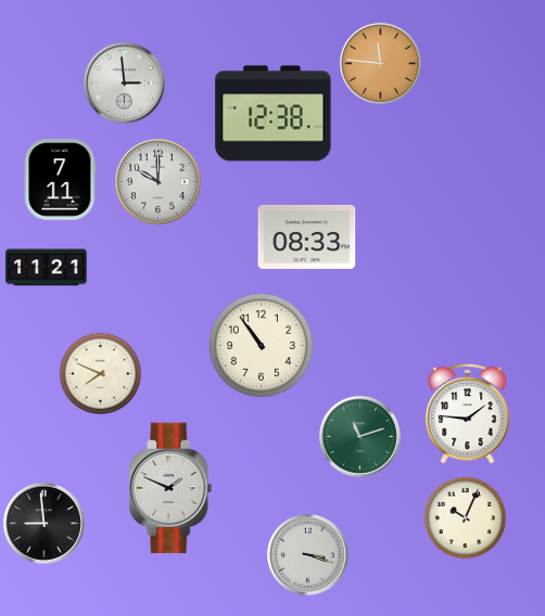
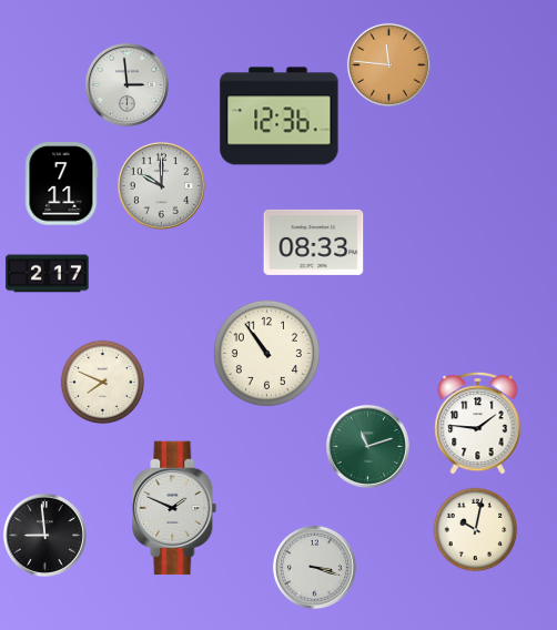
clock at (274, 114): 12:38 -> 12:36
clock at (47, 268): 11:21 -> 2:17
clock at (170, 488) position: (170, 488) -> (174, 508)
clock at (466, 518): 10:04 -> 10:02
